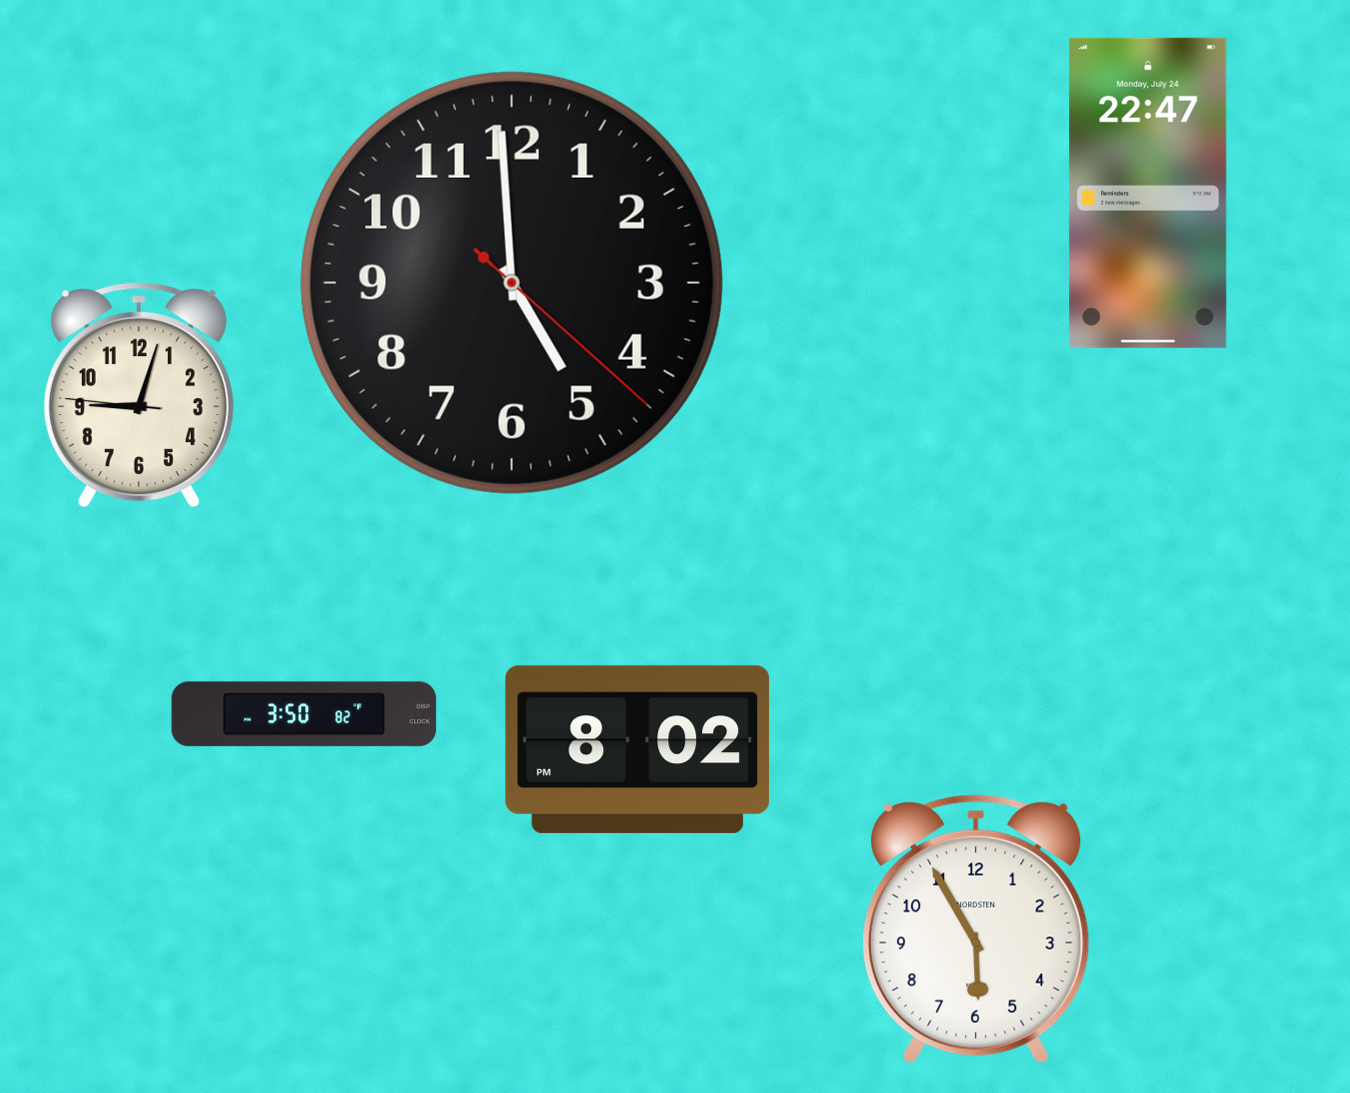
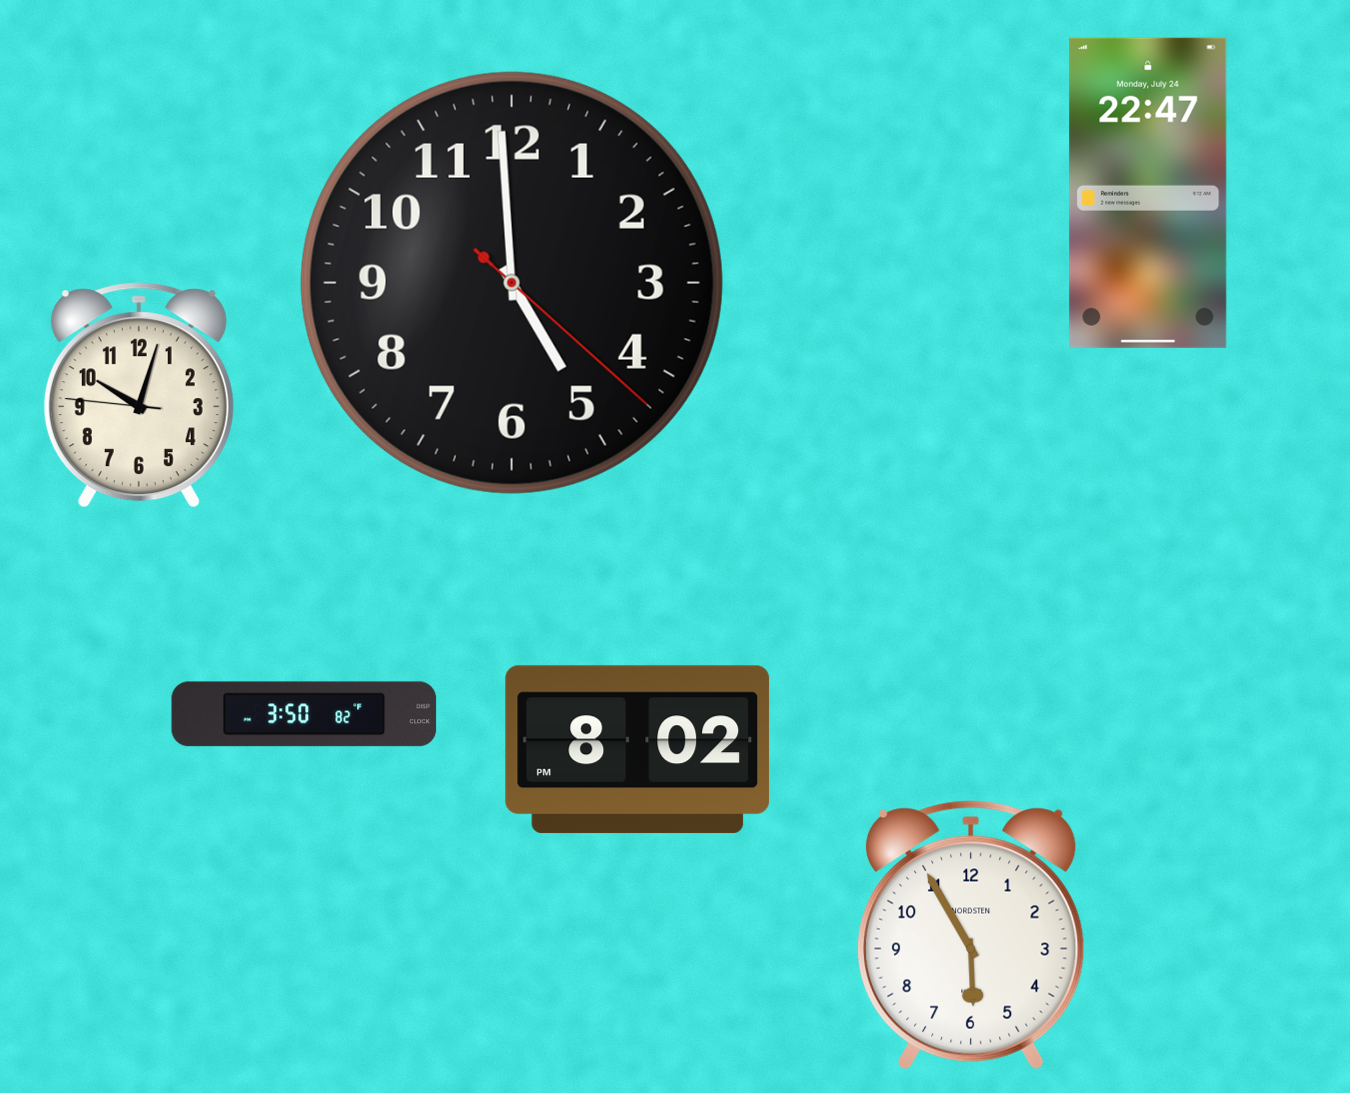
clock at (139, 395): 9:02 -> 10:02
clock at (977, 929) position: (977, 929) -> (972, 935)
